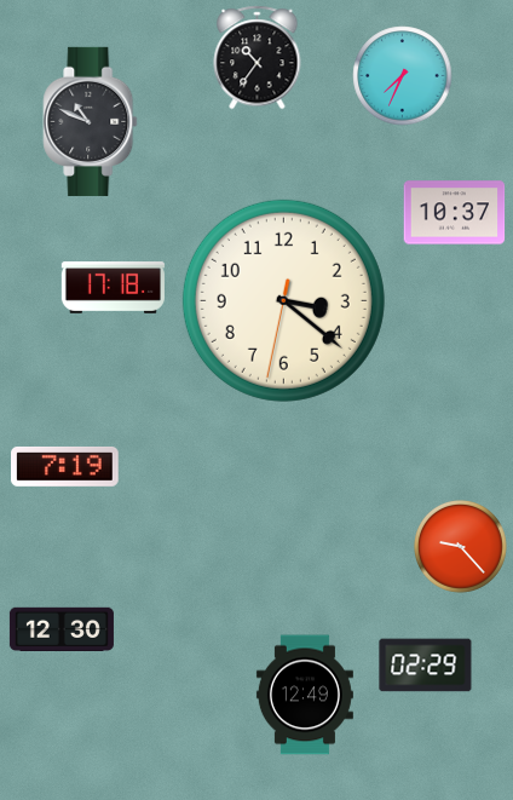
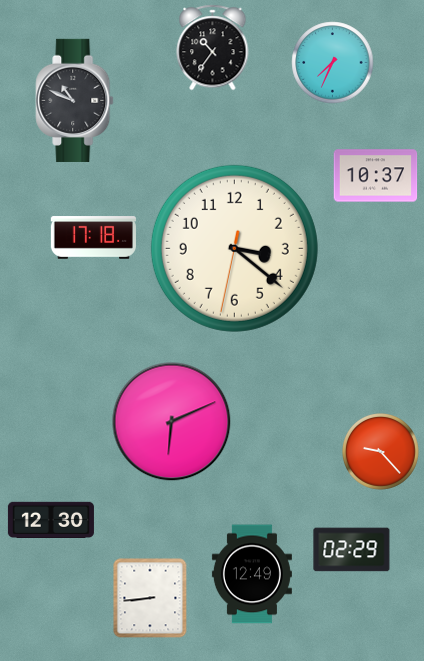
clock at (65, 466): 7:19 -> none
clock at (172, 422): none -> 6:11
clock at (150, 598): none -> 8:44
